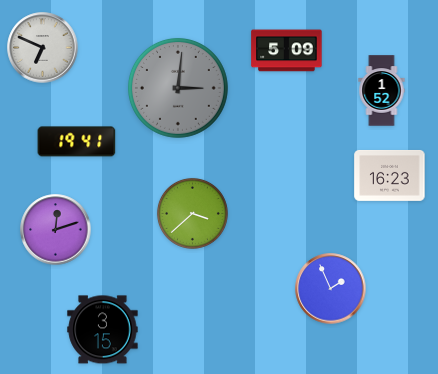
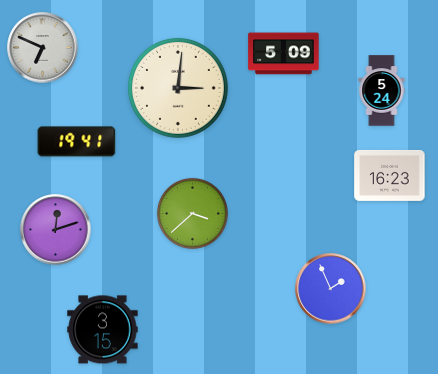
clock at (287, 51) position: (287, 51) -> (284, 54)
clock at (178, 88) dial: grey -> cream
clock at (382, 91): 1:52 -> 5:24
